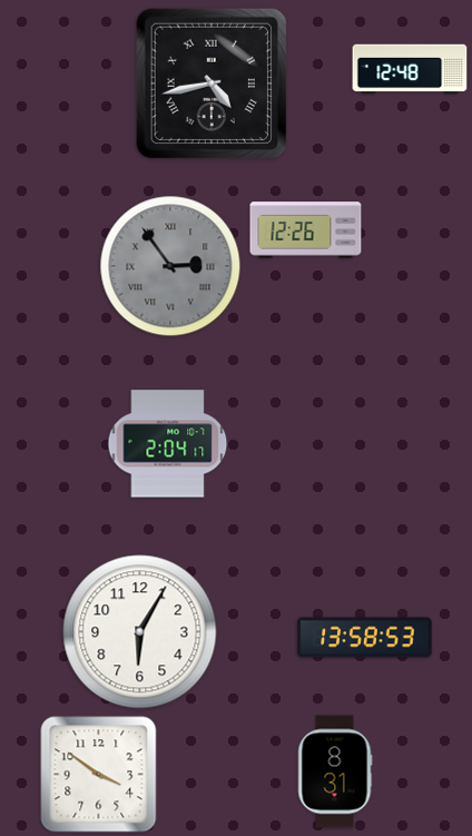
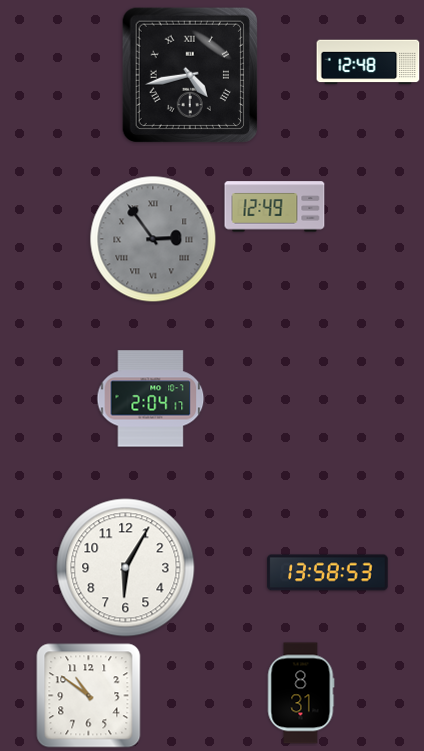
clock at (306, 230): 12:26 -> 12:49
clock at (99, 775): 3:51 -> 10:51
